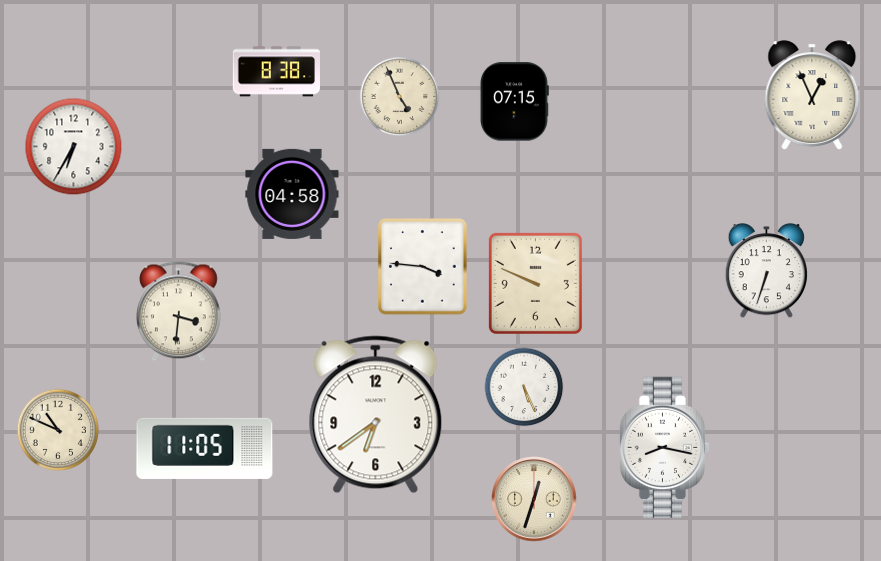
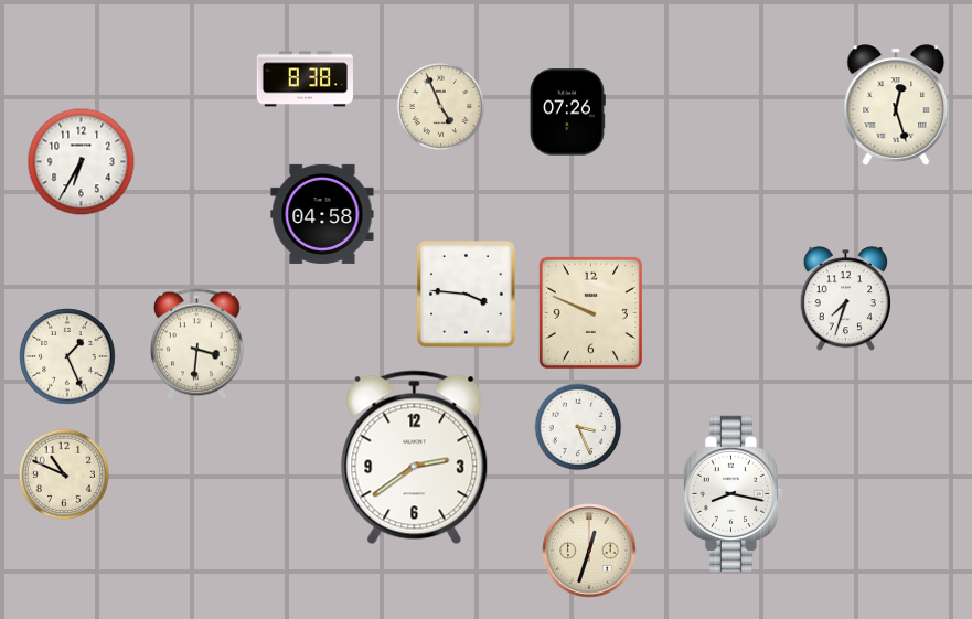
clock at (812, 95): 12:56 -> 12:27
clock at (514, 102): 07:15 -> 07:26
clock at (766, 271): 6:33 -> 7:33
clock at (67, 356): none -> 1:26
clock at (524, 387): 5:26 -> 3:26
clock at (376, 415): 6:39 -> 2:39
clock at (205, 448): 11:05 -> none
